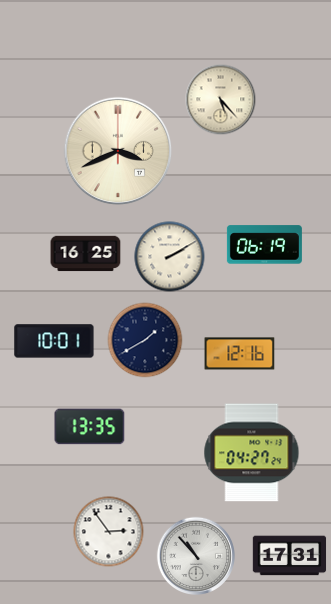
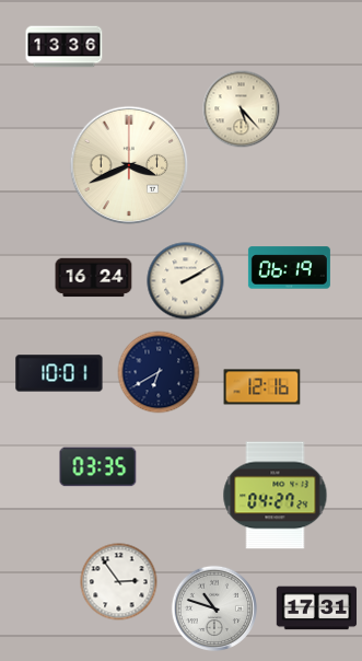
clock at (65, 47): none -> 13:36
clock at (86, 254): 16:25 -> 16:24
clock at (145, 340): 1:40 -> 6:40
clock at (90, 427): 13:35 -> 03:35
clock at (195, 555): 10:53 -> 10:48
